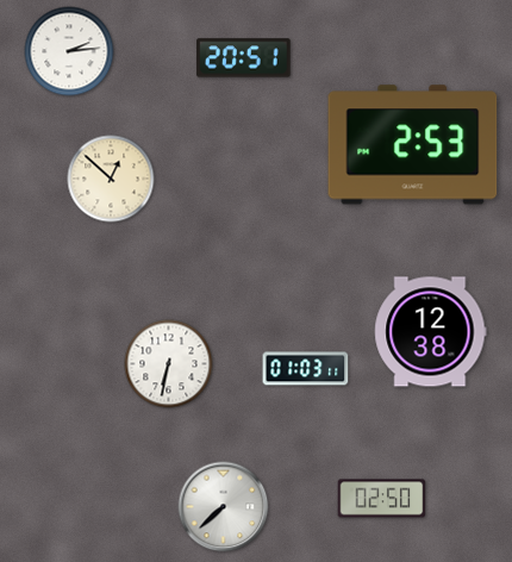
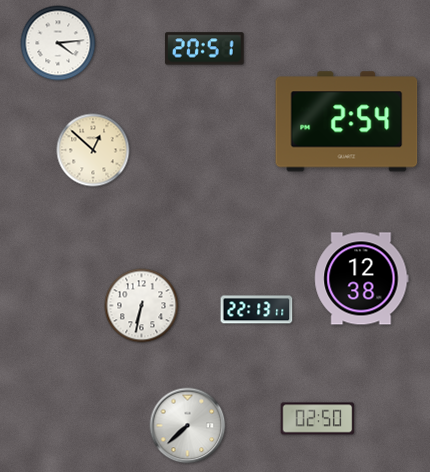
clock at (69, 51): 2:14 -> 4:14
clock at (413, 145): 2:53 -> 2:54
clock at (306, 369): 01:03 -> 22:13
clock at (382, 499) position: (382, 499) -> (318, 419)
